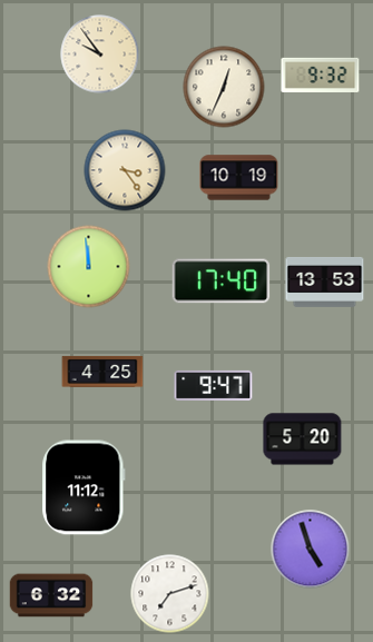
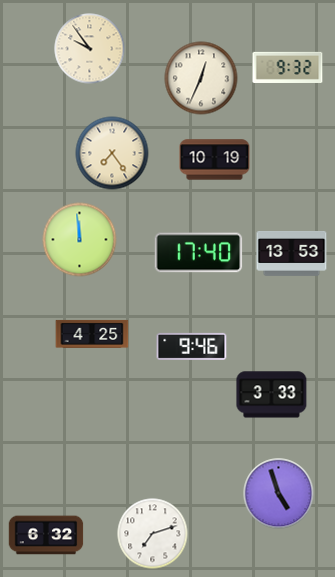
clock at (125, 170): 3:24 -> 7:24
clock at (214, 385): 9:47 -> 9:46
clock at (303, 439): 5:20 -> 3:33
clock at (84, 487): 11:12 -> none
